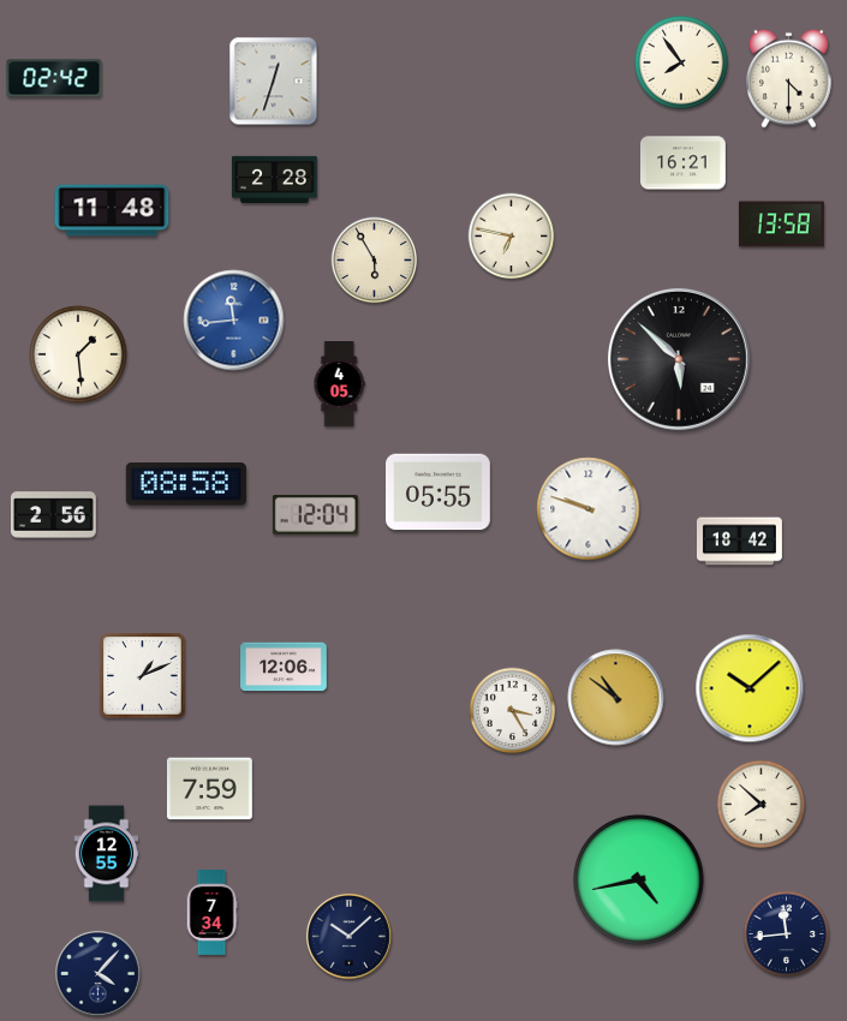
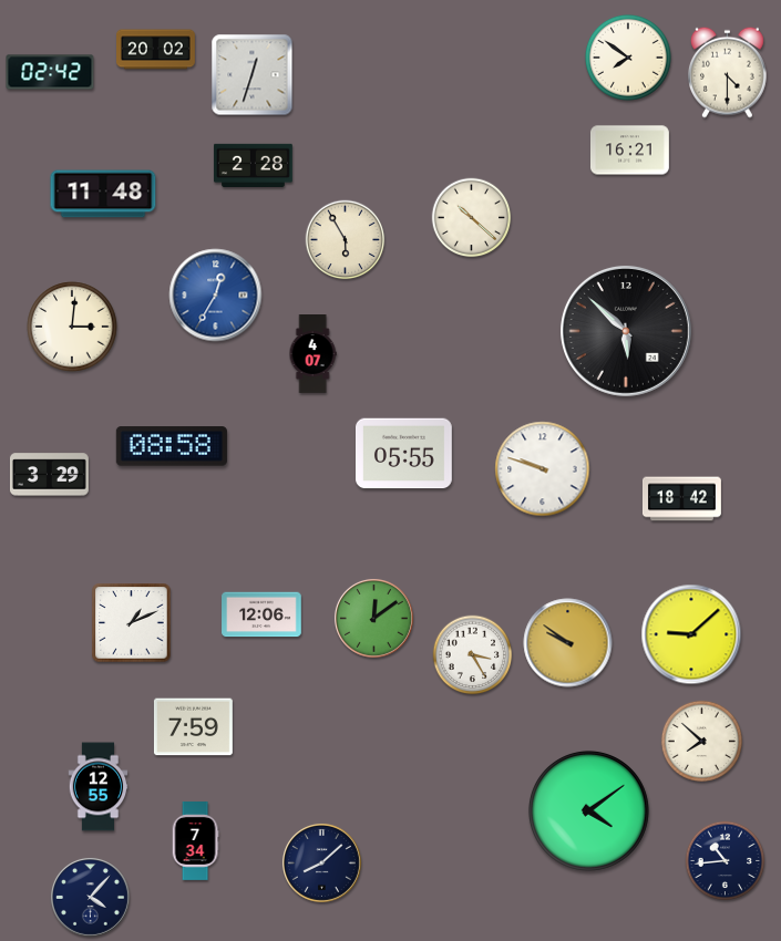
clock at (156, 50): none -> 20:02
clock at (681, 62): 7:54 -> 7:51
clock at (781, 225): 13:58 -> none
clock at (512, 237): 6:47 -> 10:22
clock at (234, 321): 11:44 -> 12:35
clock at (78, 354): 1:29 -> 3:01
clock at (339, 384): 4:05 -> 4:07
clock at (53, 515): 2:56 -> 3:29
clock at (315, 515): 12:04 -> none
clock at (373, 618): none -> 12:09
clock at (750, 688): 10:08 -> 9:08
clock at (616, 698): 10:51 -> 9:51
clock at (638, 879): 4:43 -> 4:09
clock at (787, 935): 11:44 -> 10:44
clock at (348, 936): 10:08 -> 8:08
